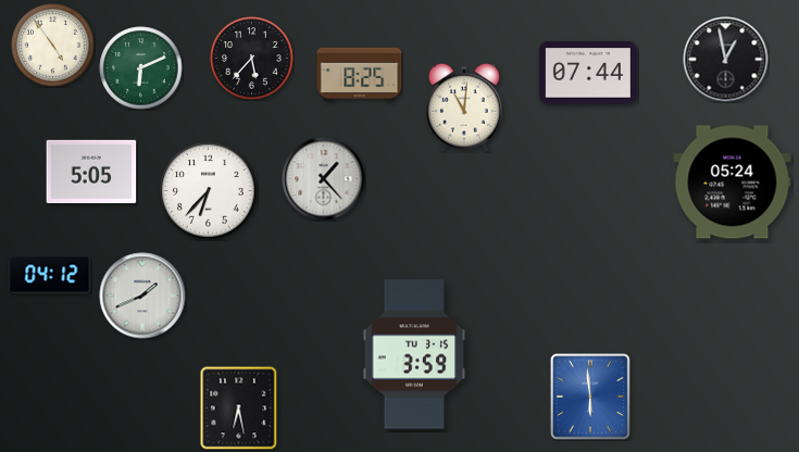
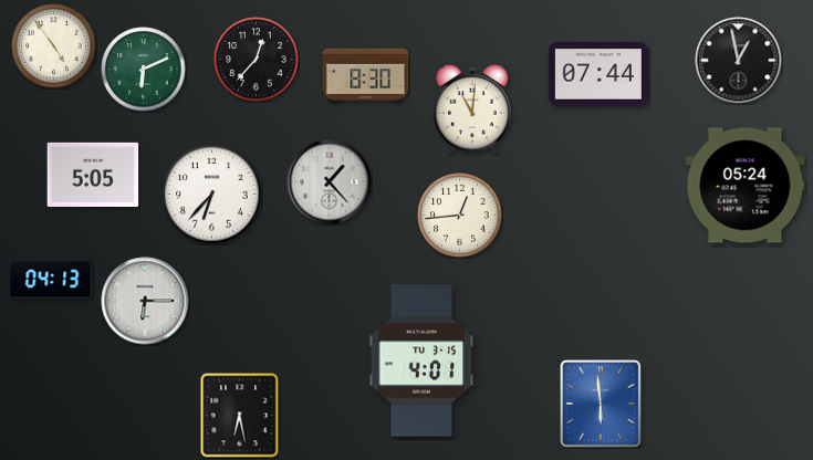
clock at (252, 59): 5:37 -> 12:37
clock at (360, 74): 8:25 -> 8:30
clock at (460, 216): none -> 12:44
clock at (50, 275): 04:12 -> 04:13
clock at (142, 296): 1:41 -> 6:15
clock at (414, 354): 3:59 -> 4:01
clock at (239, 407) position: (239, 407) -> (240, 415)
